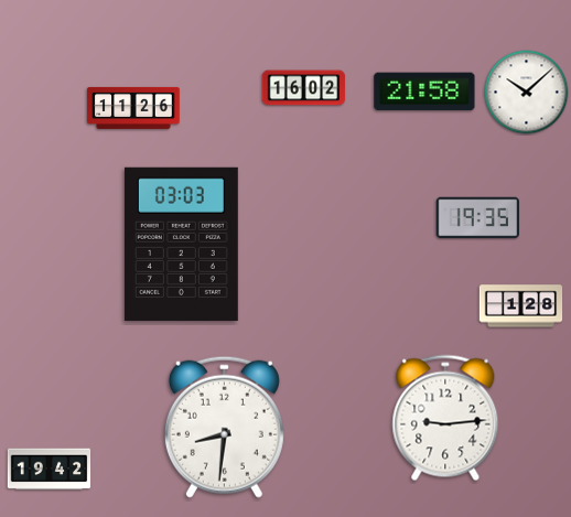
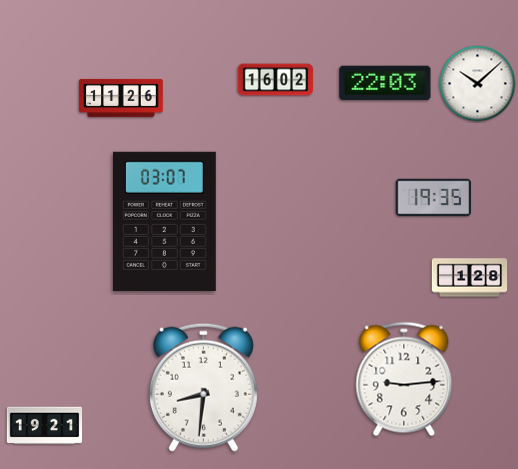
clock at (424, 91): 21:58 -> 22:03
clock at (181, 244): 03:03 -> 03:07
clock at (521, 306) position: (521, 306) -> (470, 278)
clock at (50, 470): 19:42 -> 19:21
